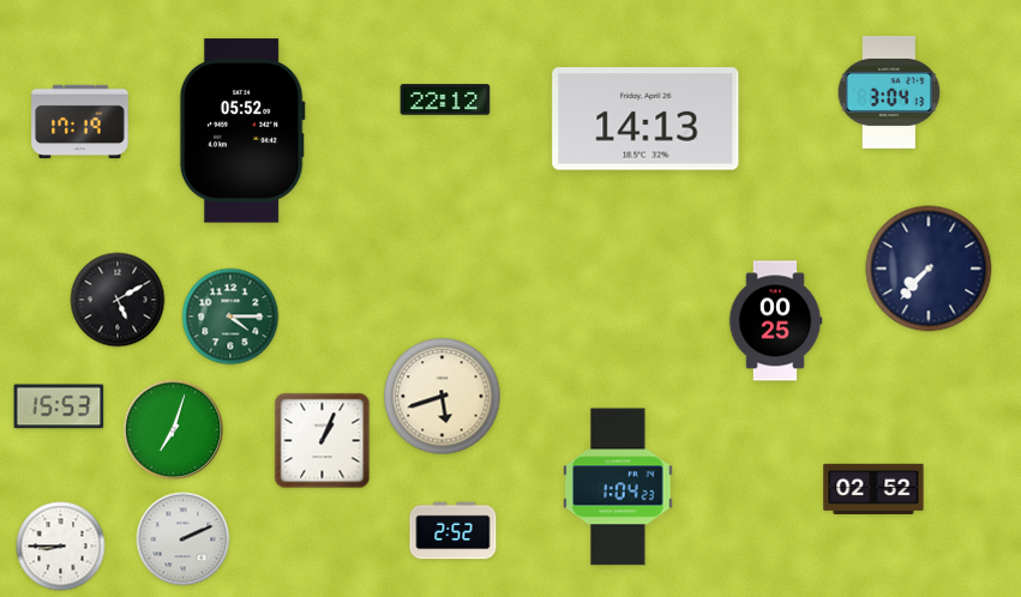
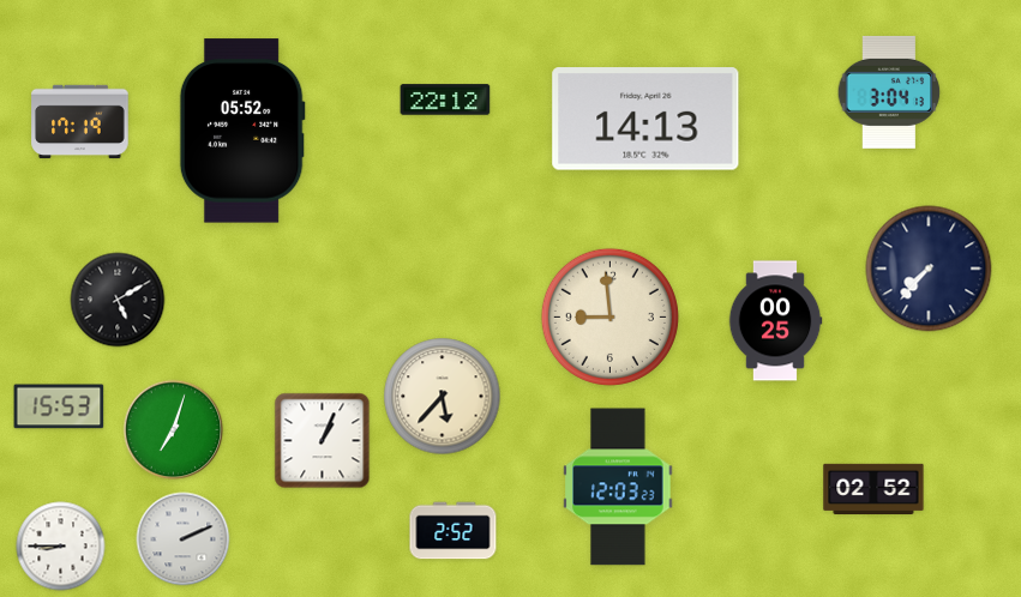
clock at (230, 316): 4:15 -> none
clock at (609, 316): none -> 8:59
clock at (443, 397): 5:42 -> 5:37
clock at (618, 487): 1:04 -> 12:03
